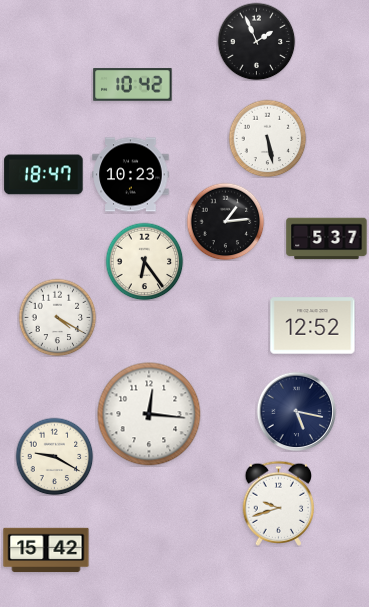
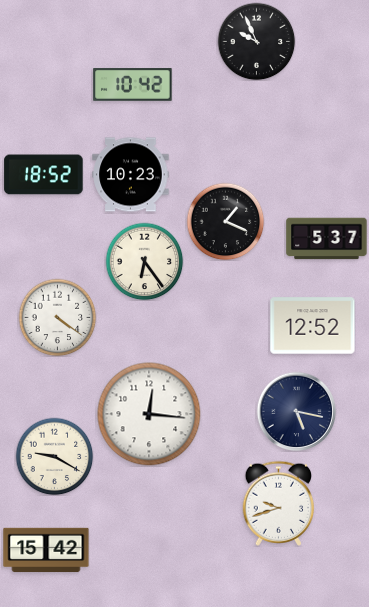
clock at (256, 41): 1:56 -> 9:56
clock at (267, 138): 5:28 -> none
clock at (44, 175): 18:47 -> 18:52
clock at (225, 221): 1:14 -> 1:19
clock at (57, 317): 4:20 -> 4:21
